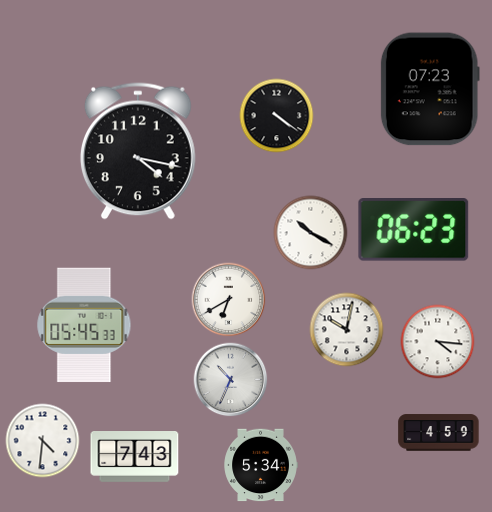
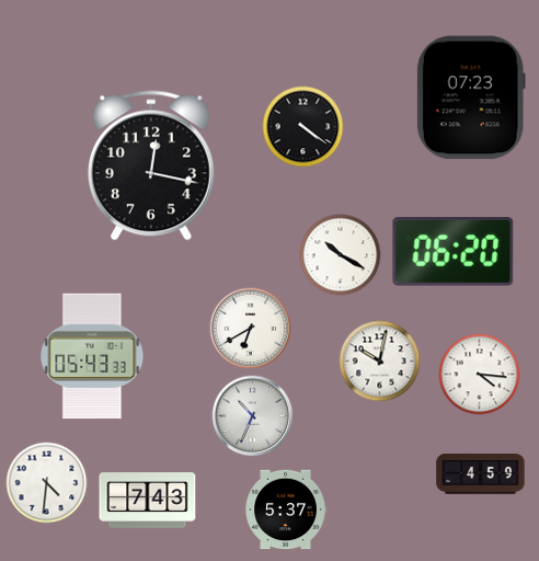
clock at (138, 151): 4:17 -> 12:17
clock at (414, 230): 06:23 -> 06:20
clock at (84, 325): 05:45 -> 05:43
clock at (261, 465): 5:34 -> 5:37
